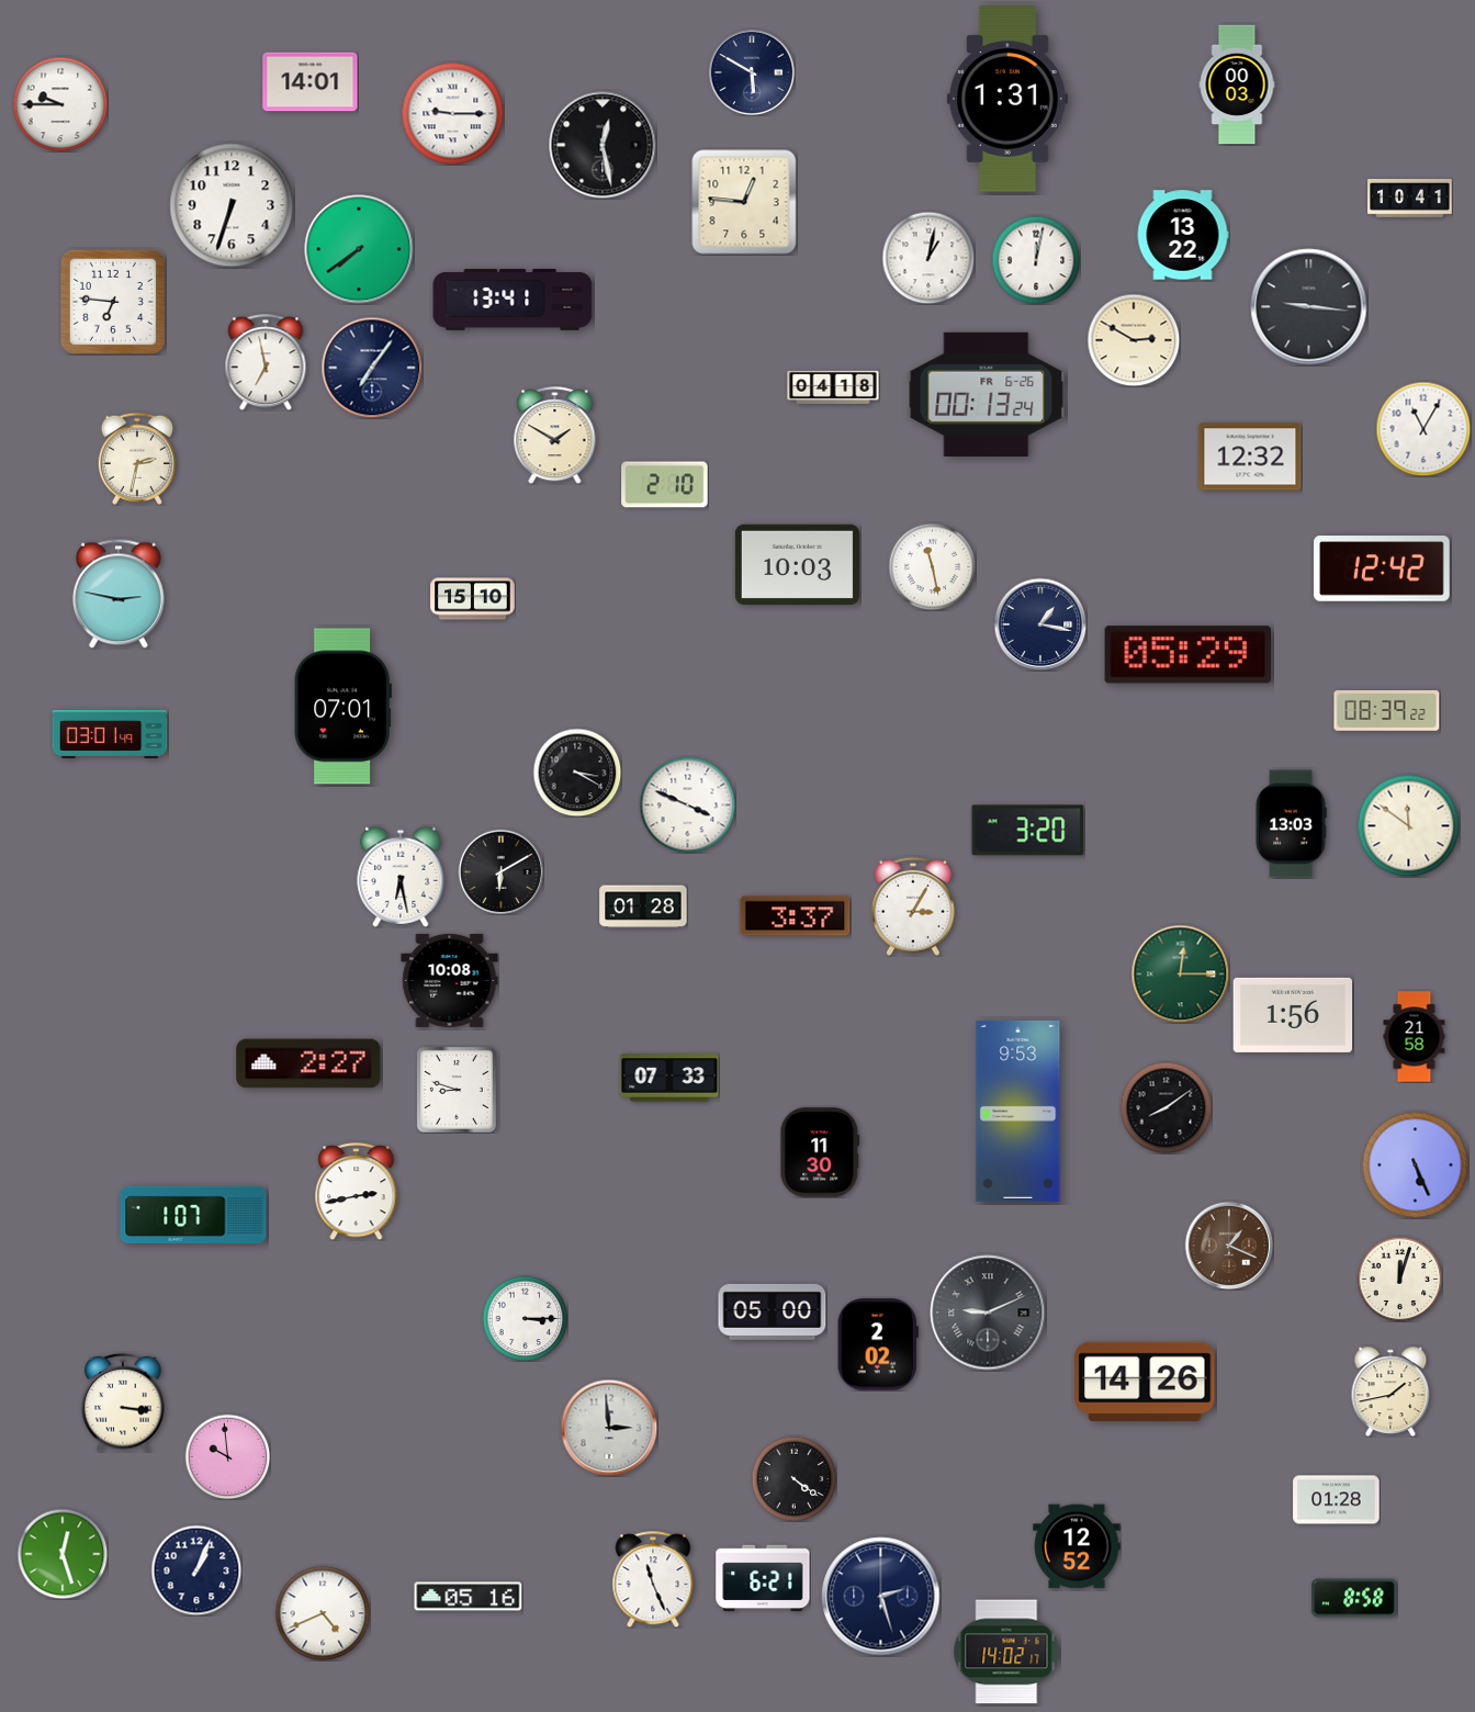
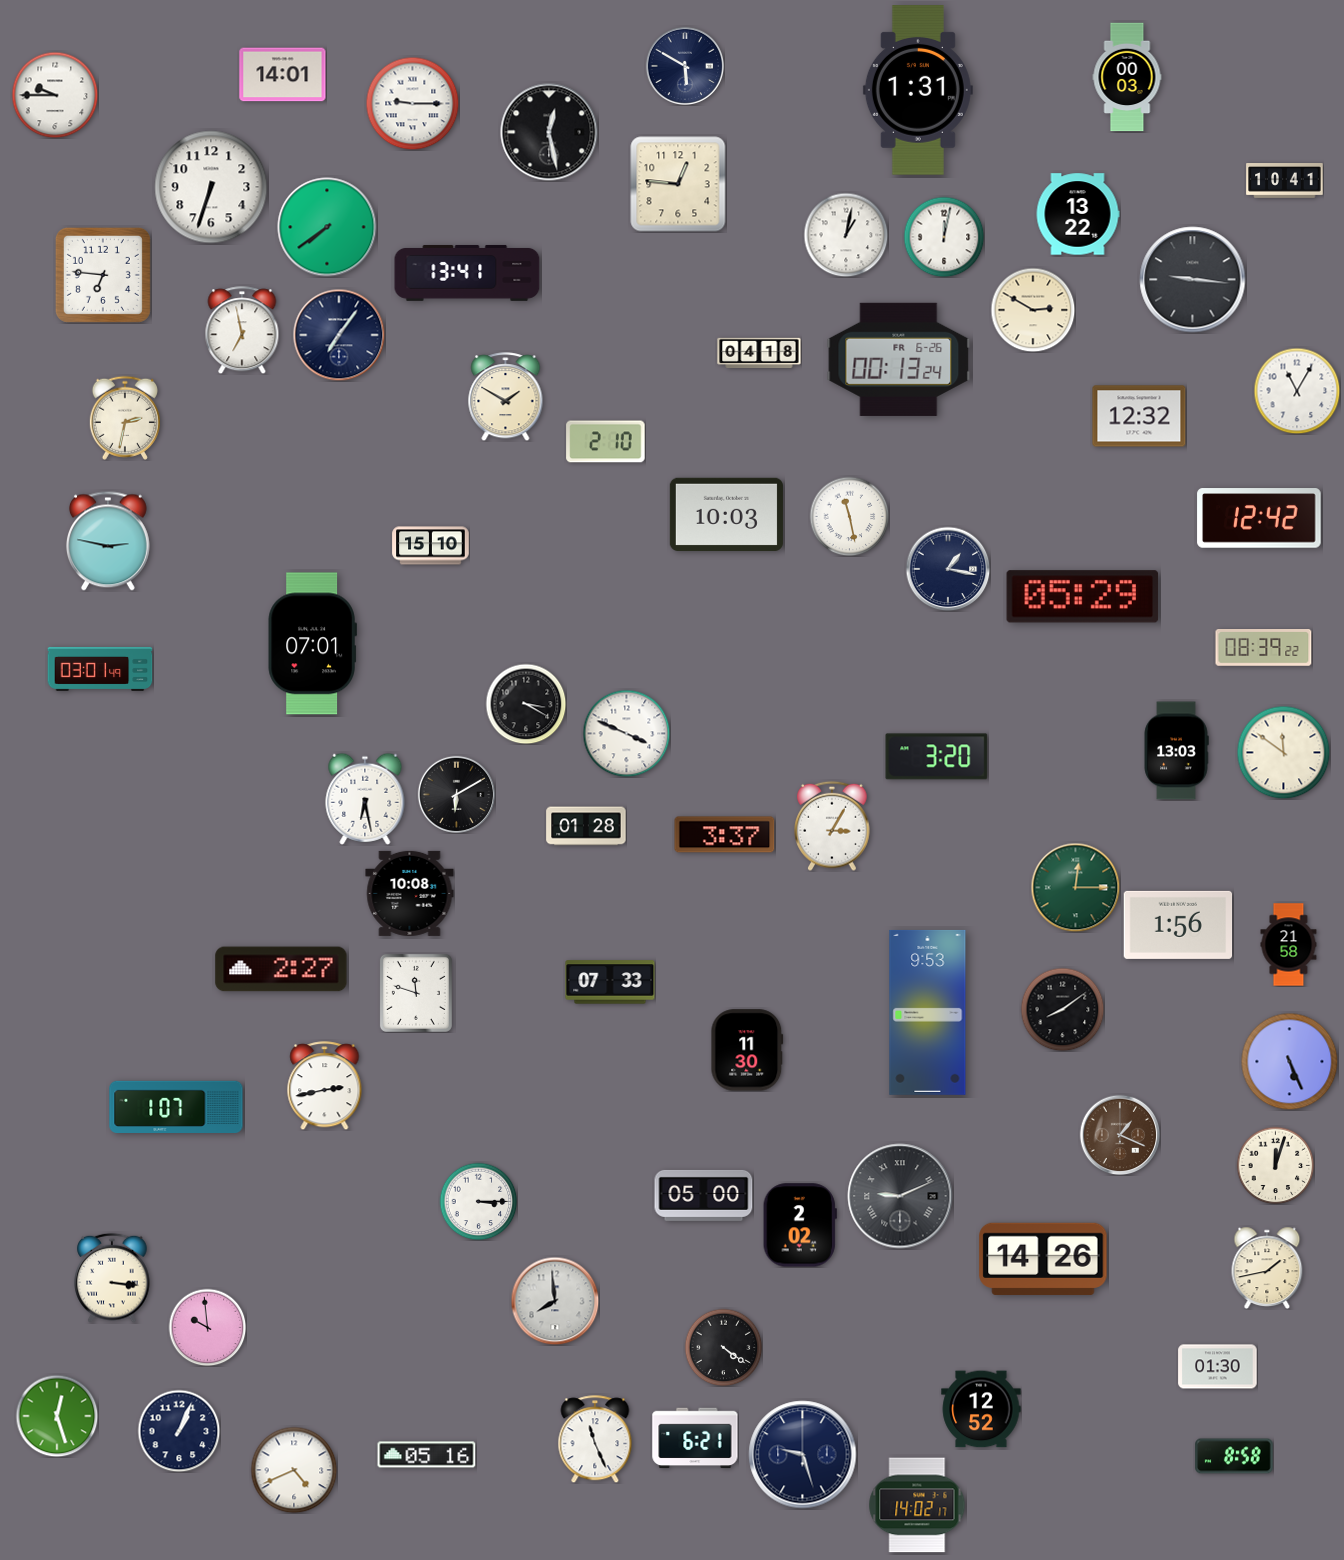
clock at (457, 1090): 8:48 -> 11:48
clock at (609, 1428): 2:59 -> 7:59
clock at (1337, 1500): 01:28 -> 01:30
clock at (881, 1597): 2:27 -> 9:27
